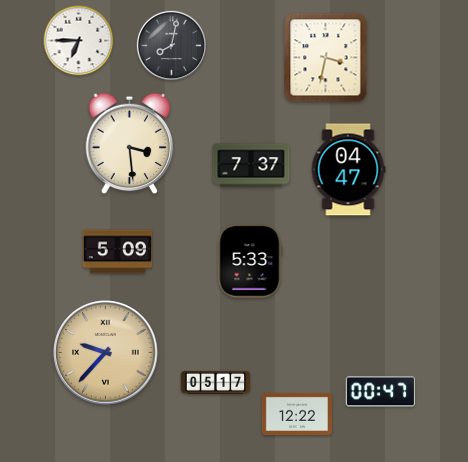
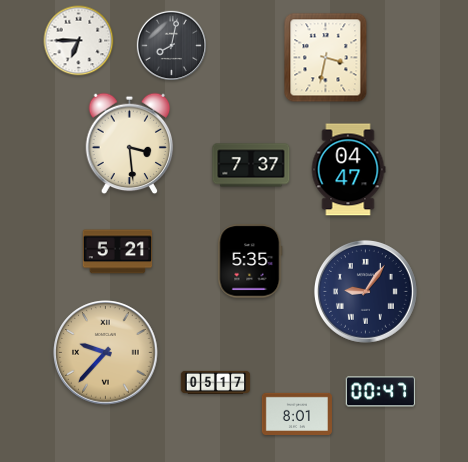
clock at (118, 252): 5:09 -> 5:21
clock at (250, 261): 5:33 -> 5:35
clock at (366, 292): none -> 9:06
clock at (296, 413): 12:22 -> 8:01
